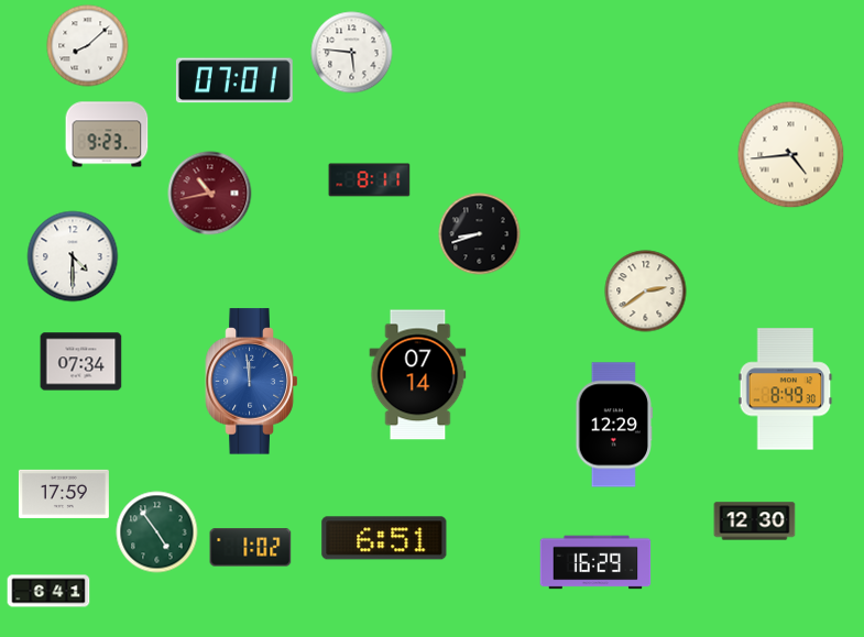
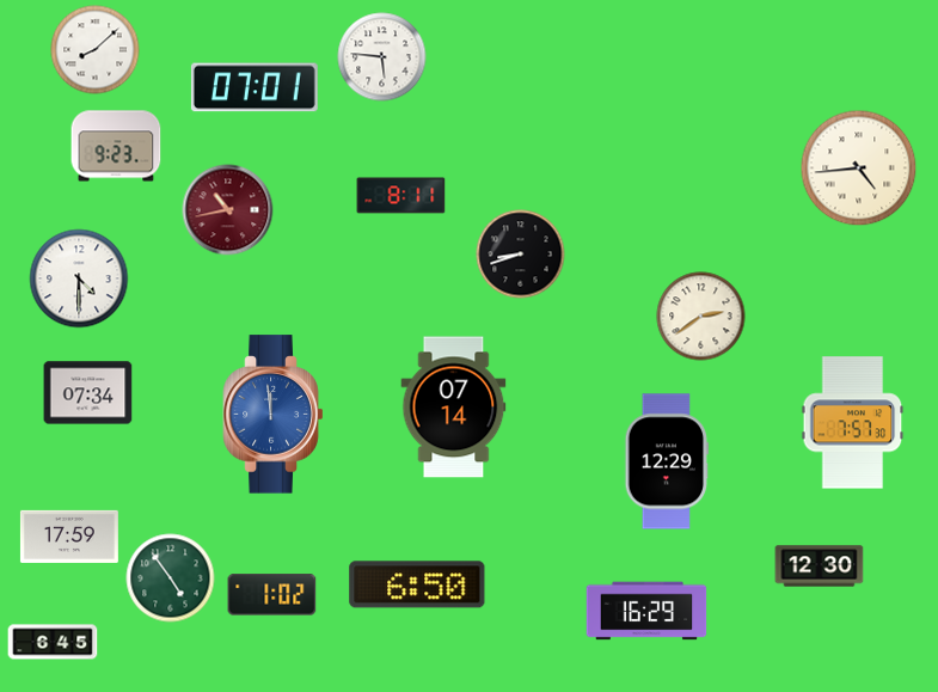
clock at (786, 389): 8:49 -> 7:57
clock at (384, 538): 6:51 -> 6:50
clock at (48, 591): 6:41 -> 6:45
